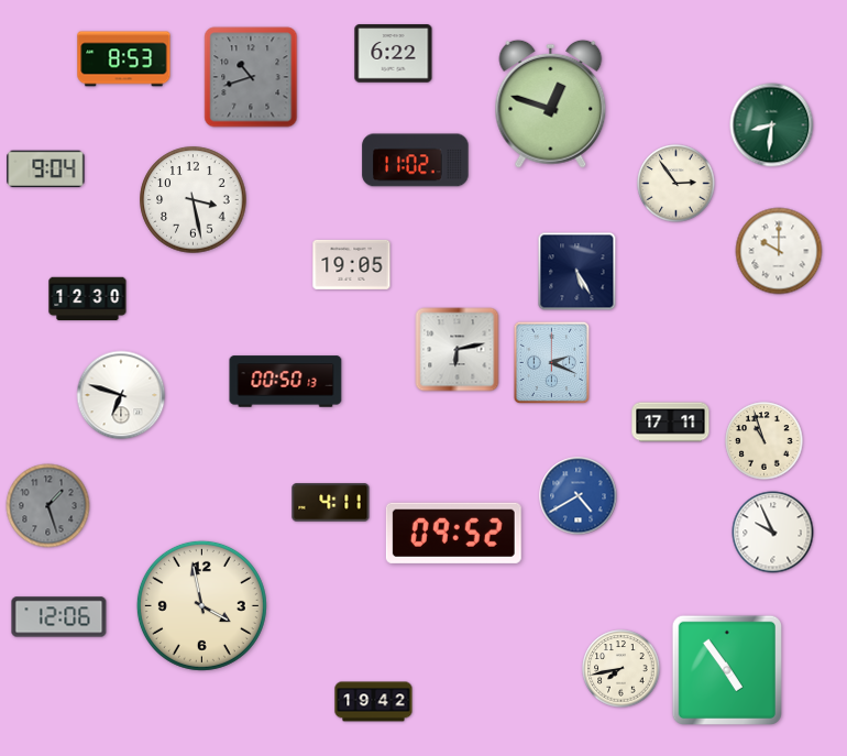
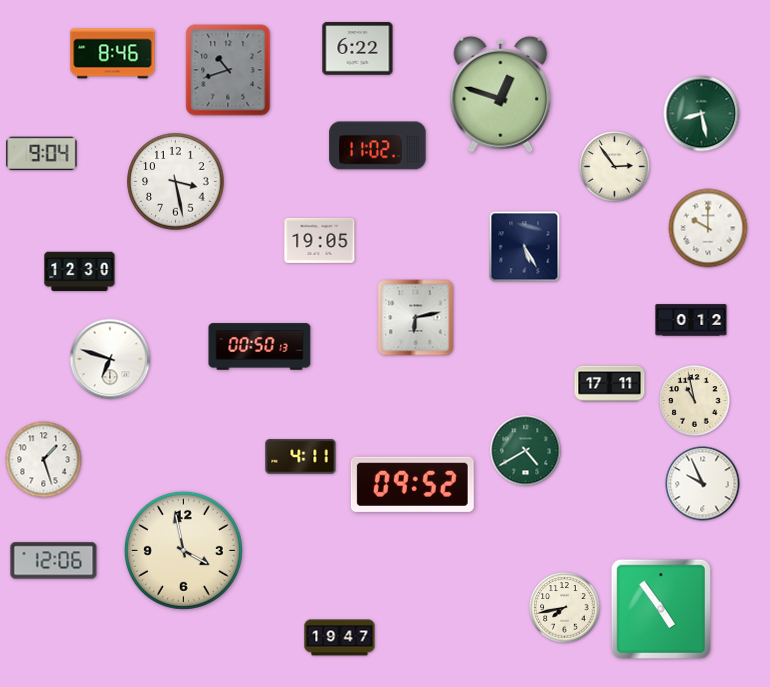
clock at (124, 59): 8:53 -> 8:46
clock at (772, 125): 8:31 -> 8:28
clock at (691, 320): none -> 0:12
clock at (552, 363): 2:19 -> none
clock at (765, 441): 10:57 -> 10:58
clock at (579, 496) dial: blue -> green
clock at (48, 506) dial: grey -> white
clock at (374, 702): 19:42 -> 19:47
